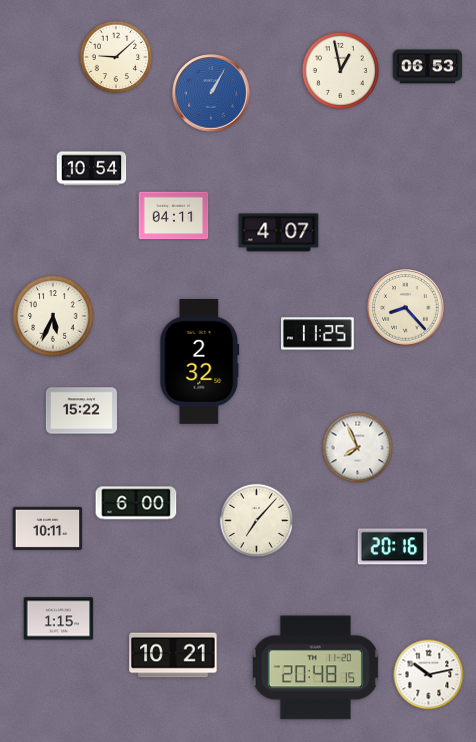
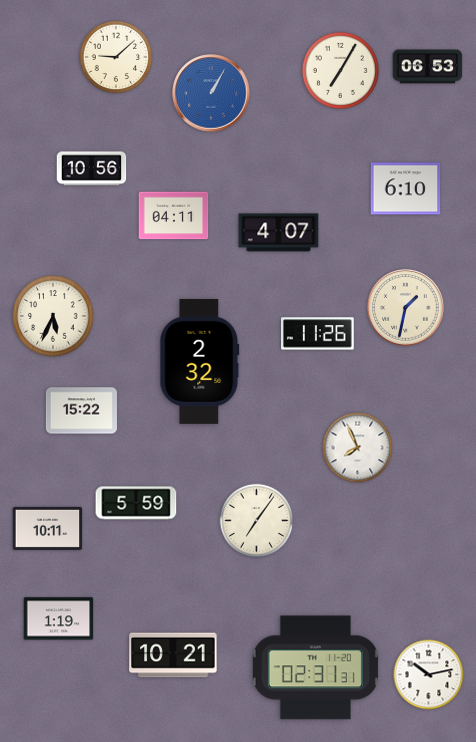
clock at (340, 70): 12:58 -> 7:05
clock at (92, 169): 10:54 -> 10:56
clock at (406, 189): none -> 6:10
clock at (406, 308): 8:23 -> 1:32
clock at (318, 334): 11:25 -> 11:26
clock at (136, 503): 6:00 -> 5:59
clock at (257, 521): 7:07 -> 7:06
clock at (393, 547): 20:16 -> none
clock at (59, 619): 1:15 -> 1:19
clock at (315, 668): 20:48 -> 02:31
